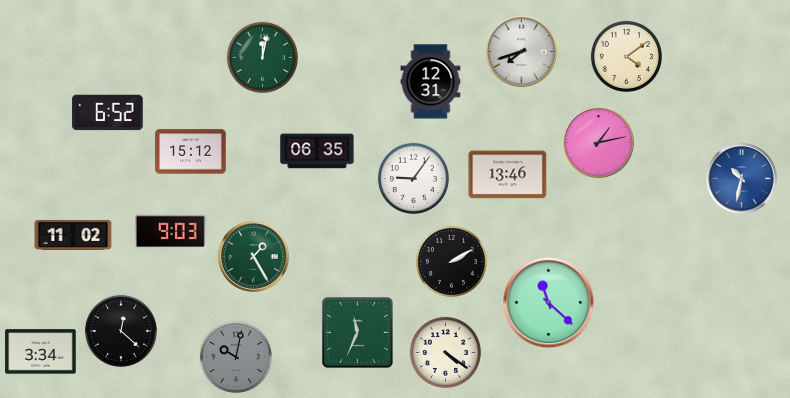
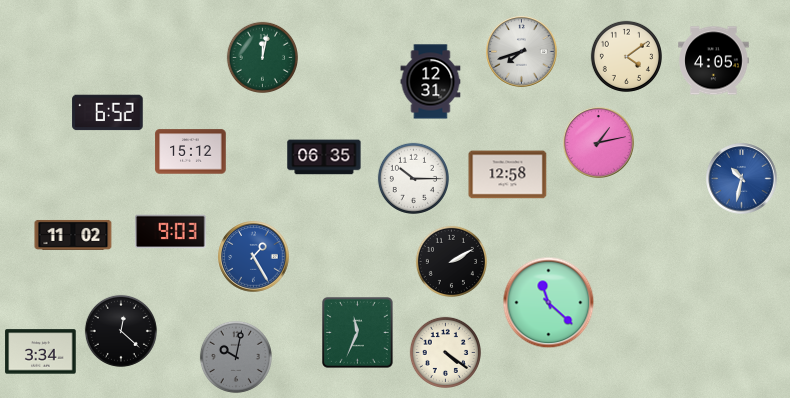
clock at (714, 61): none -> 4:05
clock at (317, 151) position: (317, 151) -> (324, 157)
clock at (508, 175): 13:46 -> 12:58
clock at (413, 178): 9:06 -> 10:15
clock at (254, 257) dial: green -> blue
